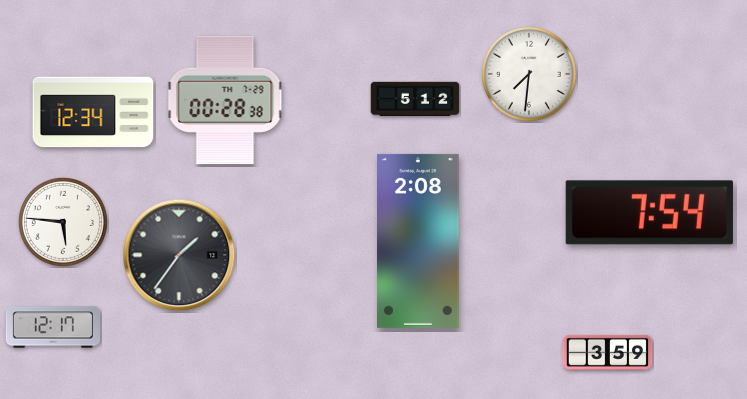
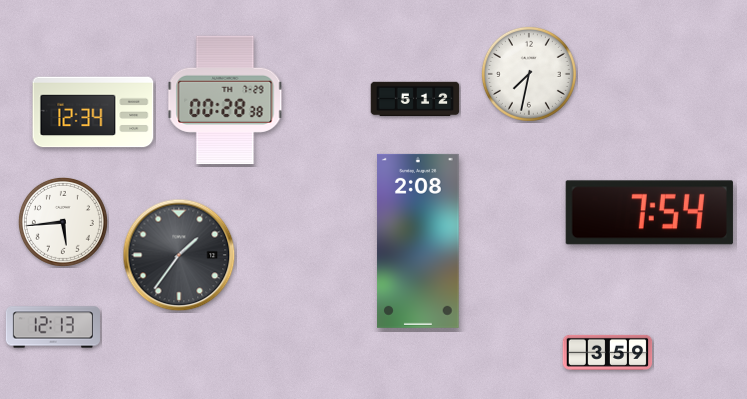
clock at (529, 74): 7:31 -> 7:32
clock at (63, 222): 5:46 -> 5:44
clock at (53, 327): 12:17 -> 12:13
